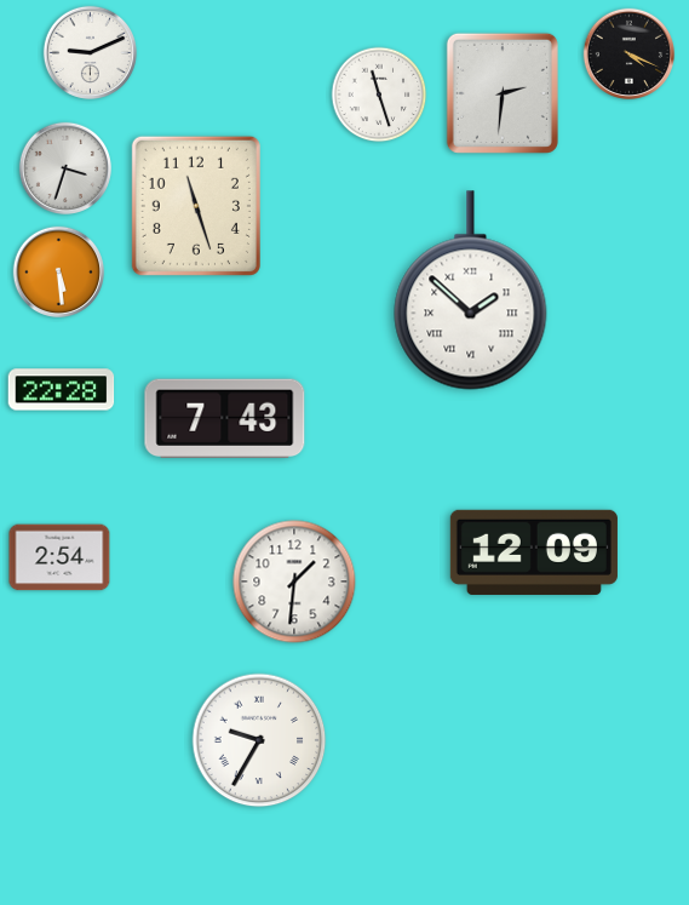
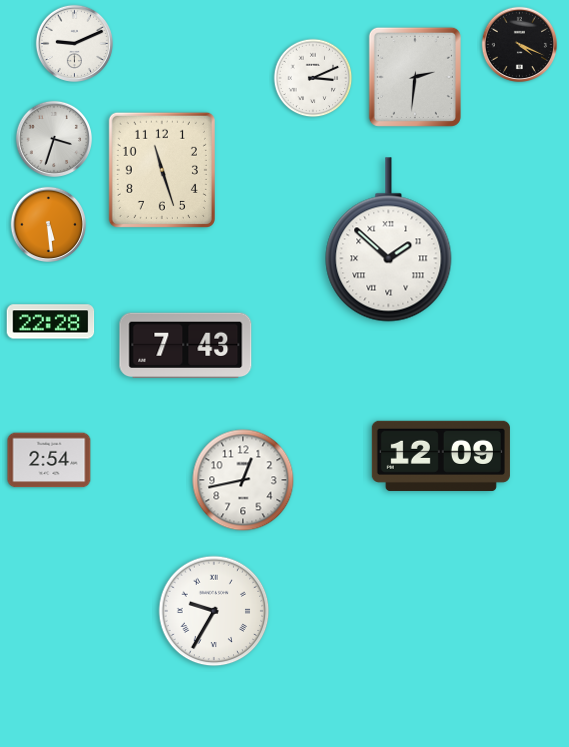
clock at (379, 94): 11:27 -> 3:11
clock at (294, 582): 1:31 -> 12:43
